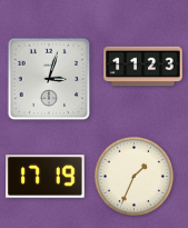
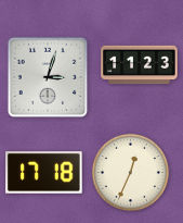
clock at (133, 176): 1:34 -> 12:34
clock at (46, 177): 17:19 -> 17:18
